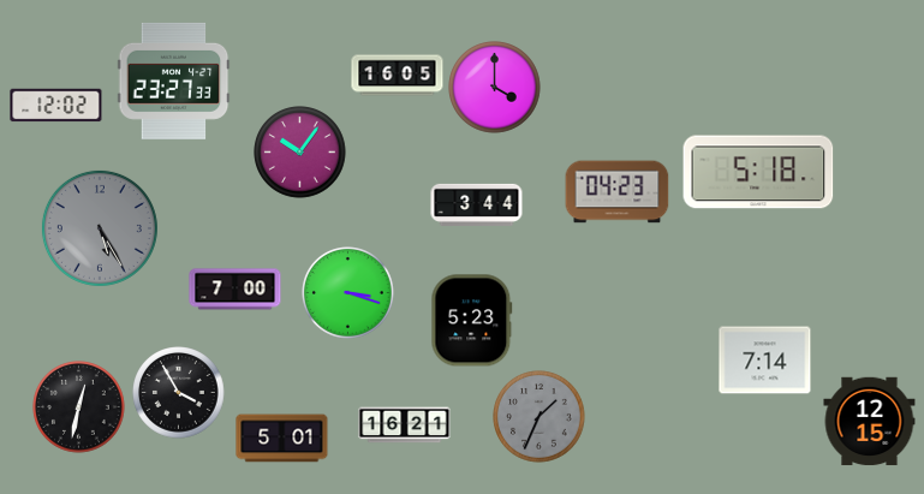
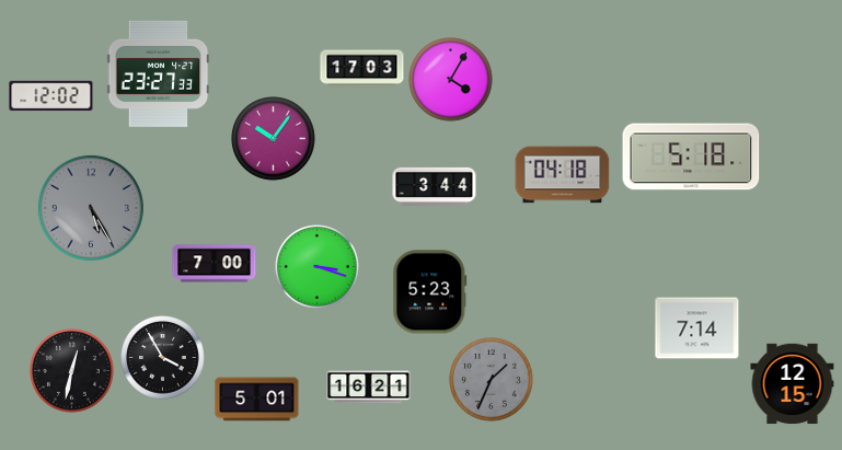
clock at (398, 76): 16:05 -> 17:03
clock at (495, 88): 4:00 -> 4:05
clock at (618, 192): 04:23 -> 04:18
